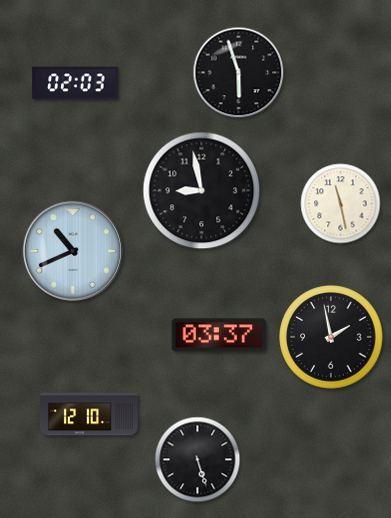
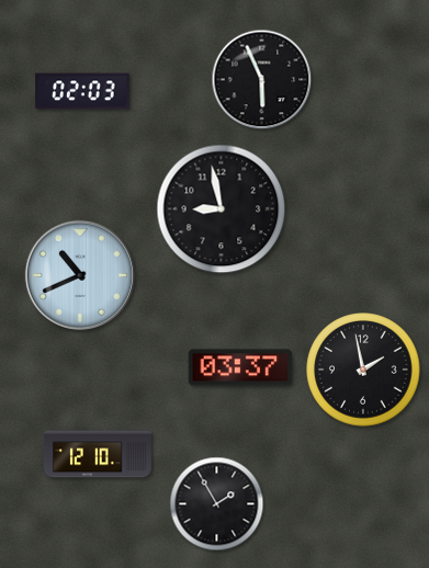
clock at (239, 73): 5:57 -> 5:56
clock at (341, 204): 11:28 -> none
clock at (198, 460): 5:27 -> 1:55
